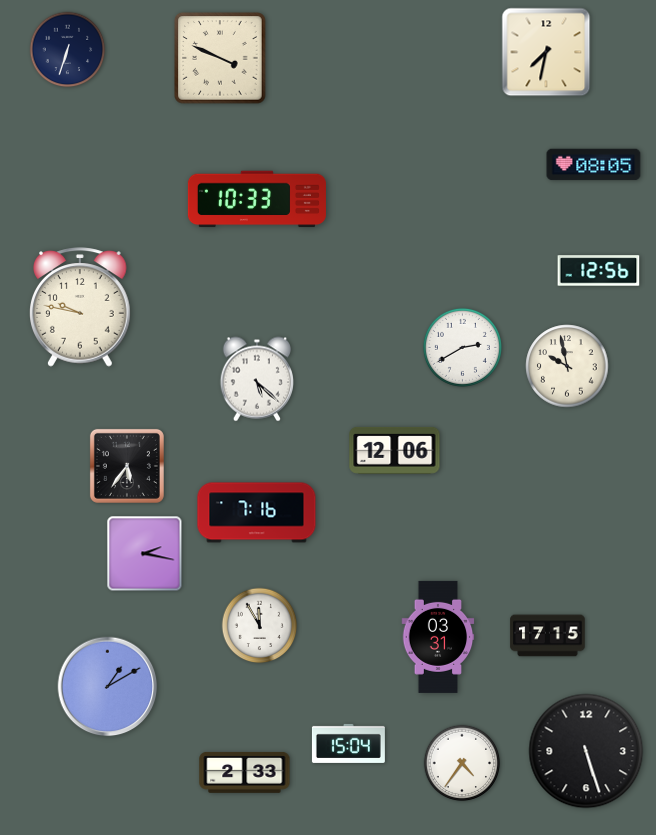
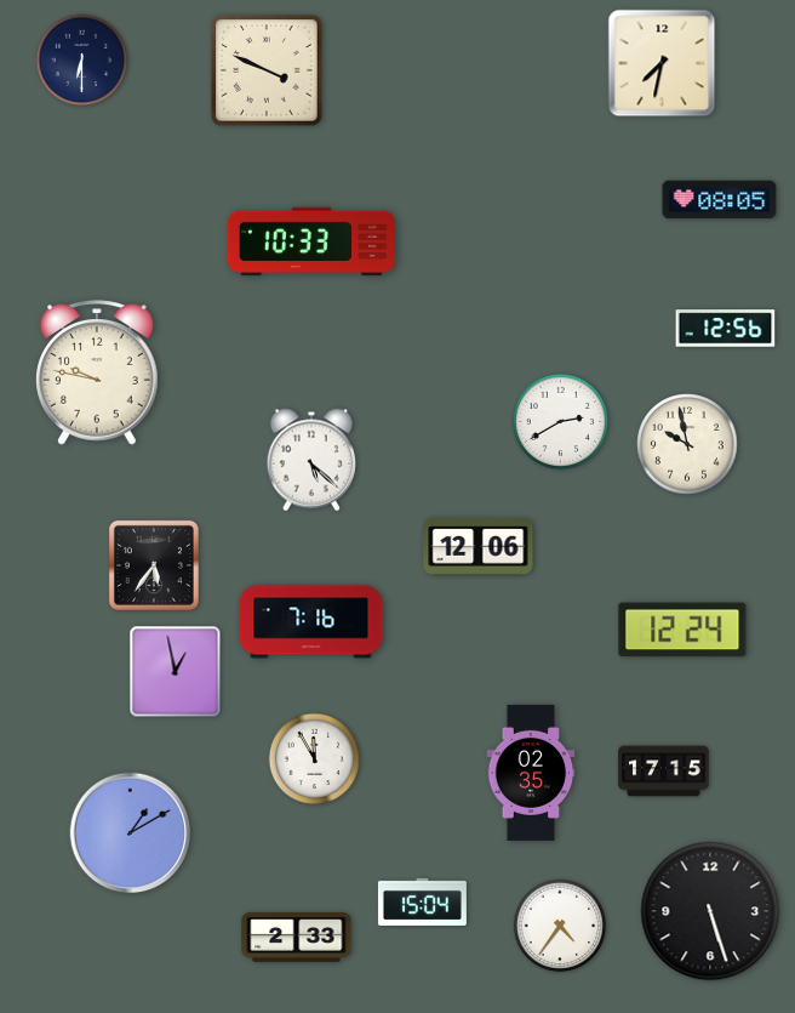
clock at (68, 50): 6:33 -> 6:30
clock at (682, 630): none -> 12:24
clock at (145, 554): 2:17 -> 12:58
clock at (438, 637): 03:31 -> 02:35
